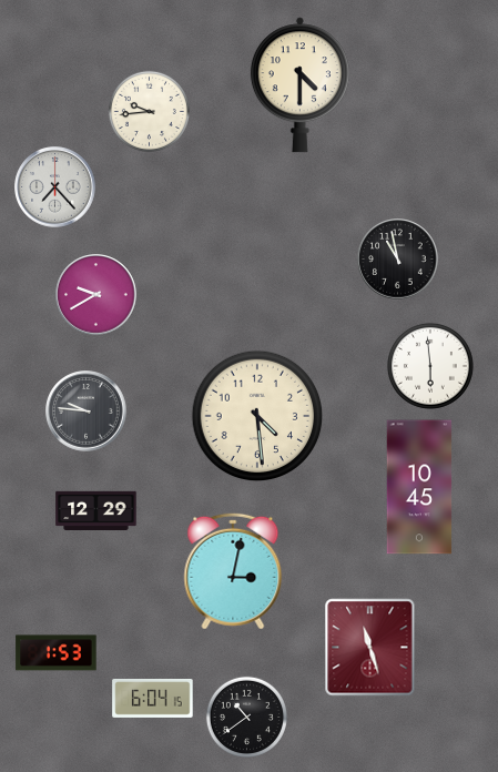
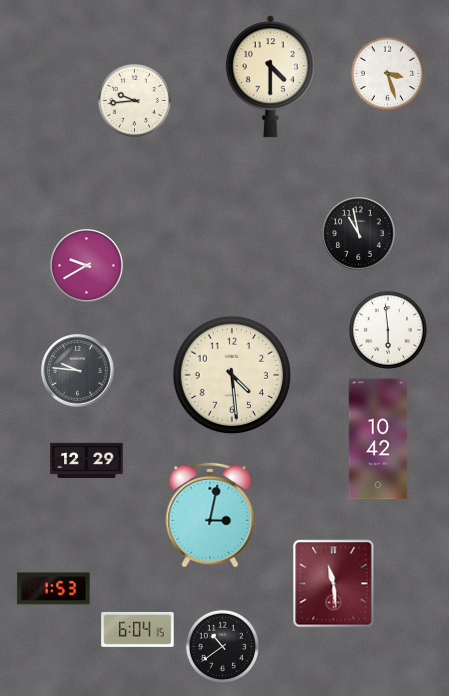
clock at (387, 73): none -> 3:27
clock at (55, 187): 7:23 -> none
clock at (419, 487): 10:45 -> 10:42
clock at (370, 648): 11:27 -> 11:29
clock at (57, 653) position: (57, 653) -> (54, 589)
